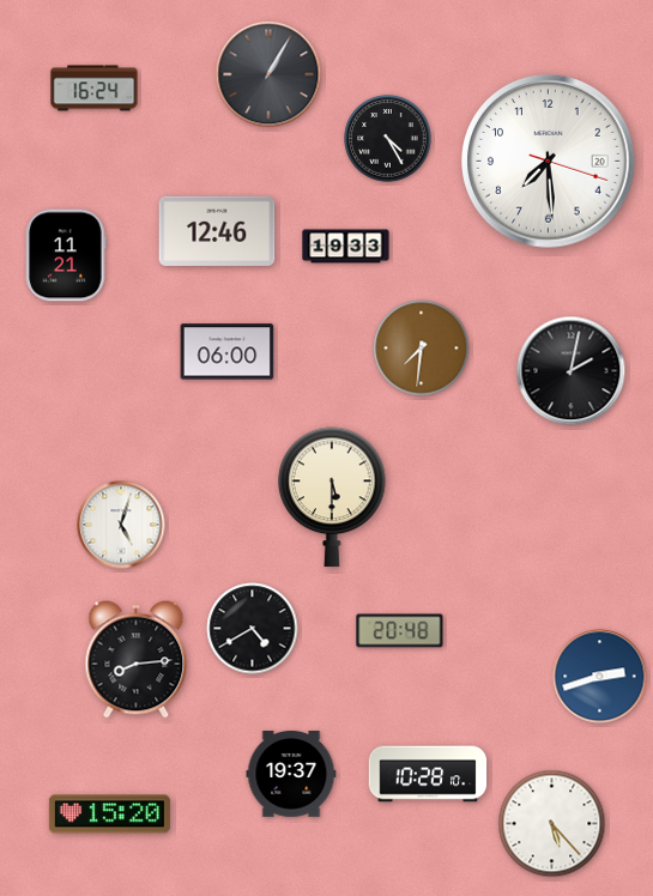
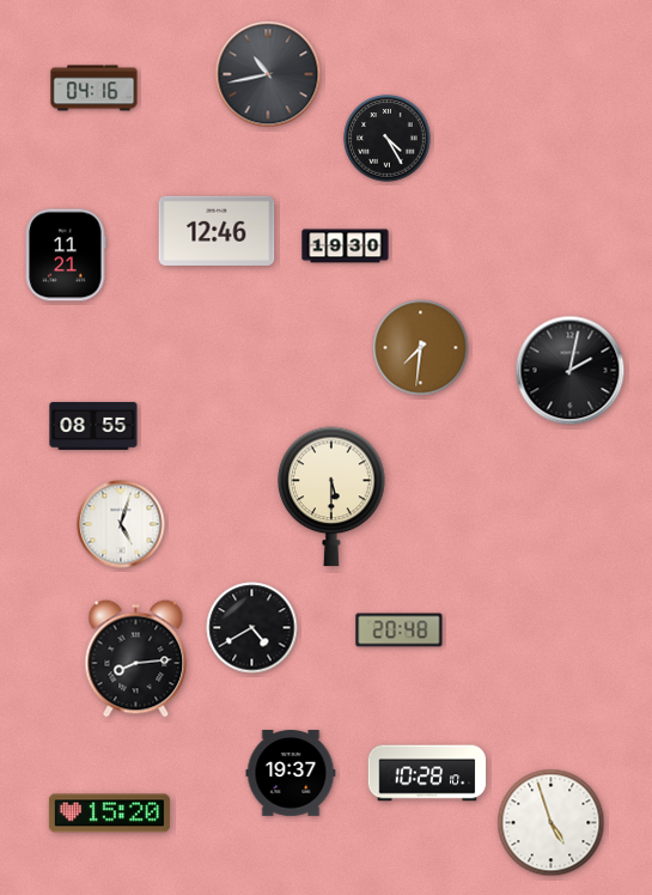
clock at (268, 74): 1:05 -> 10:43
clock at (95, 89): 16:24 -> 04:16
clock at (549, 162): 7:29 -> none
clock at (346, 247): 19:33 -> 19:30
clock at (228, 352): 06:00 -> none
clock at (93, 426): none -> 08:55
clock at (600, 677): 2:42 -> none
clock at (552, 824): 5:23 -> 4:57
